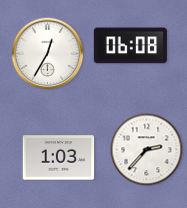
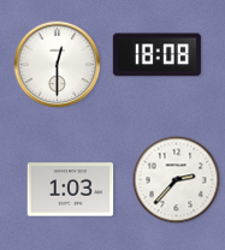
clock at (130, 46): 06:08 -> 18:08
clock at (48, 54): 12:35 -> 12:30
